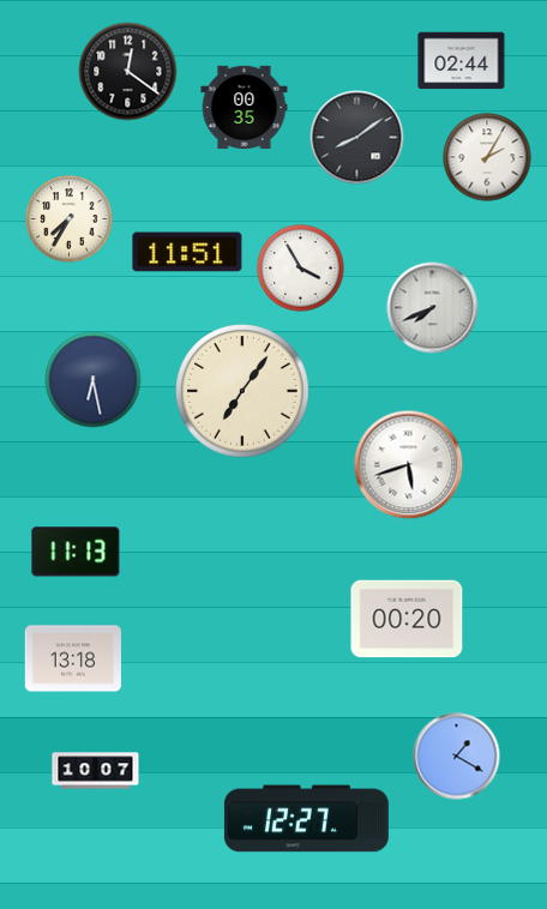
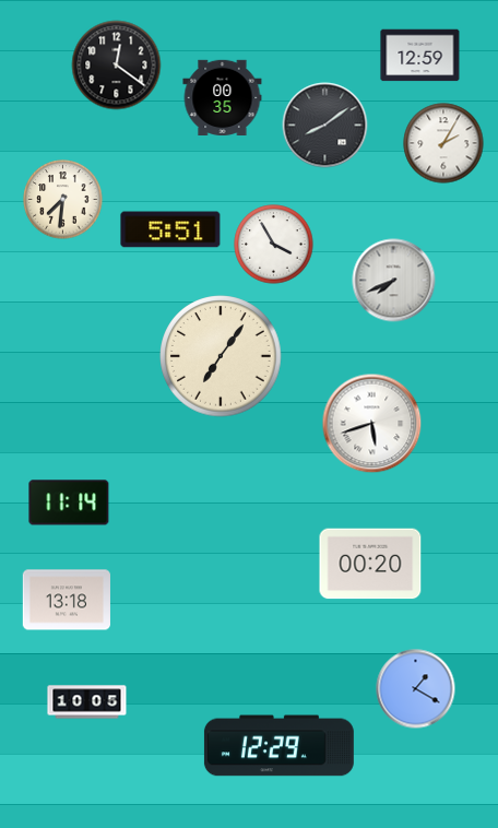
clock at (462, 61): 02:44 -> 12:59
clock at (70, 219): 7:35 -> 7:31
clock at (187, 252): 11:51 -> 5:51
clock at (94, 380): 6:28 -> none
clock at (76, 552): 11:13 -> 11:14
clock at (96, 771): 10:07 -> 10:05
clock at (306, 819): 12:27 -> 12:29
